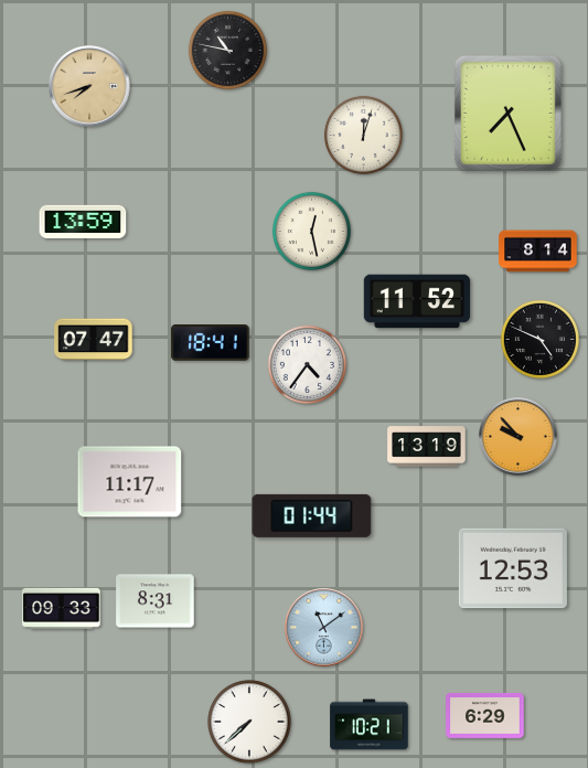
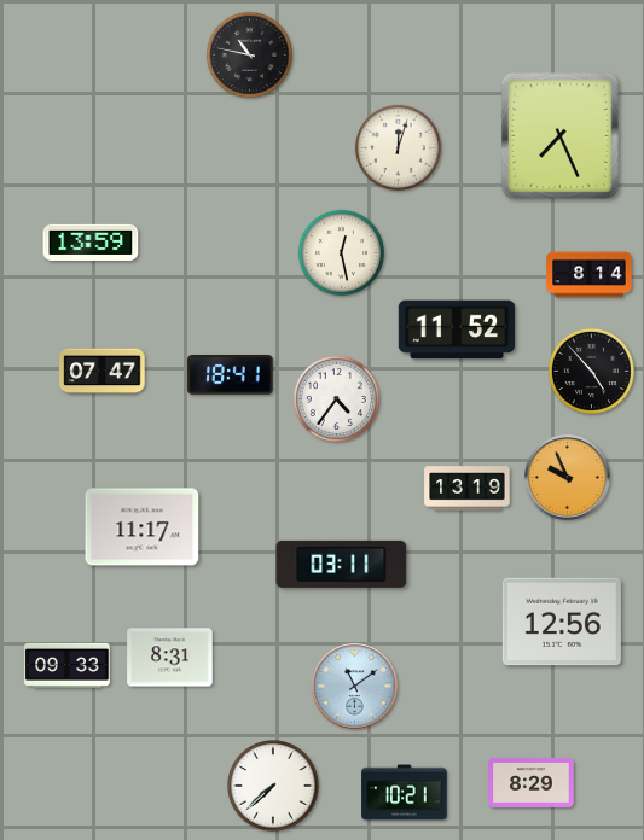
clock at (89, 86): 7:42 -> none
clock at (507, 113) position: (507, 113) -> (559, 135)
clock at (539, 339): 4:49 -> 4:53
clock at (518, 437): 9:53 -> 9:56
clock at (312, 515): 01:44 -> 03:11
clock at (513, 568): 12:53 -> 12:56
clock at (485, 715): 6:29 -> 8:29
clock at (249, 722) position: (249, 722) -> (273, 786)
